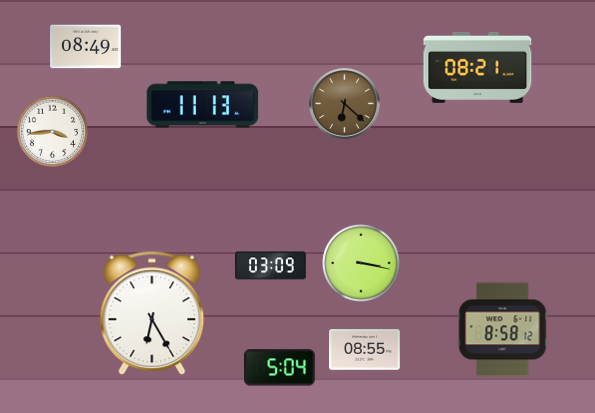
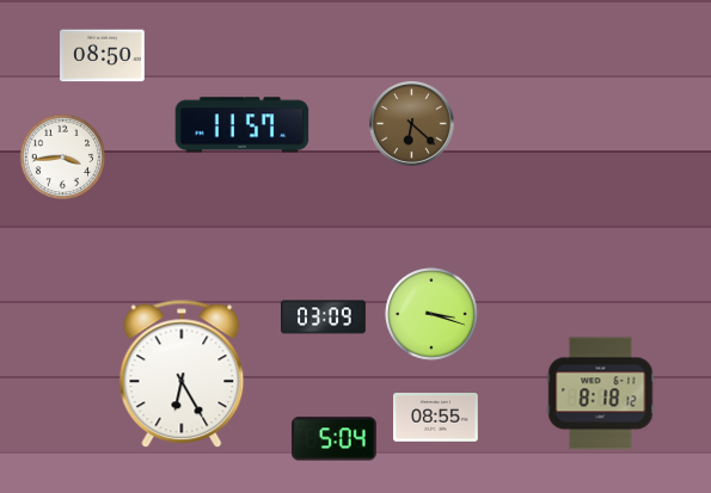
clock at (86, 47): 08:49 -> 08:50
clock at (478, 67): 08:21 -> none
clock at (203, 105): 11:13 -> 11:57
clock at (361, 263): 3:17 -> 3:18
clock at (503, 330): 8:58 -> 8:18
